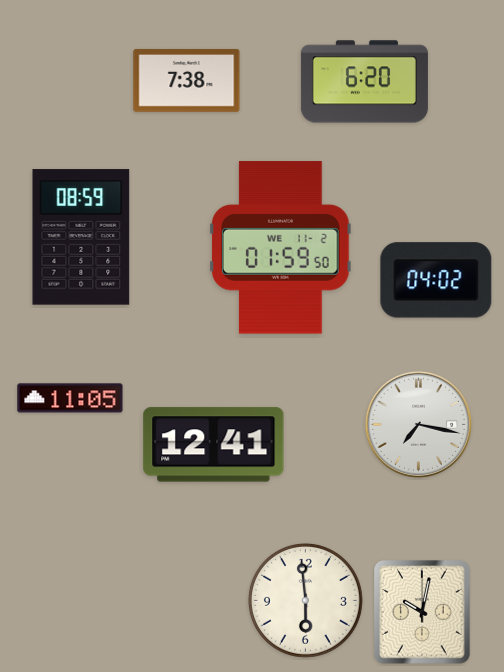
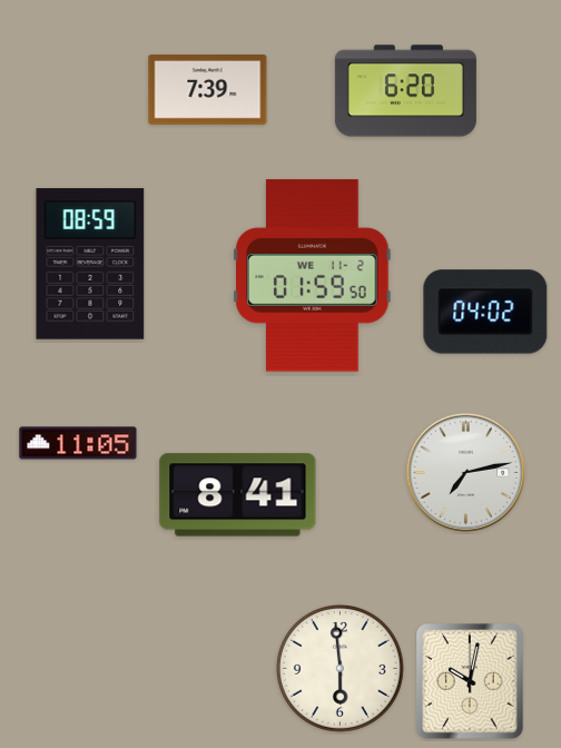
clock at (187, 81): 7:38 -> 7:39
clock at (418, 424): 7:17 -> 7:13
clock at (214, 445): 12:41 -> 8:41
